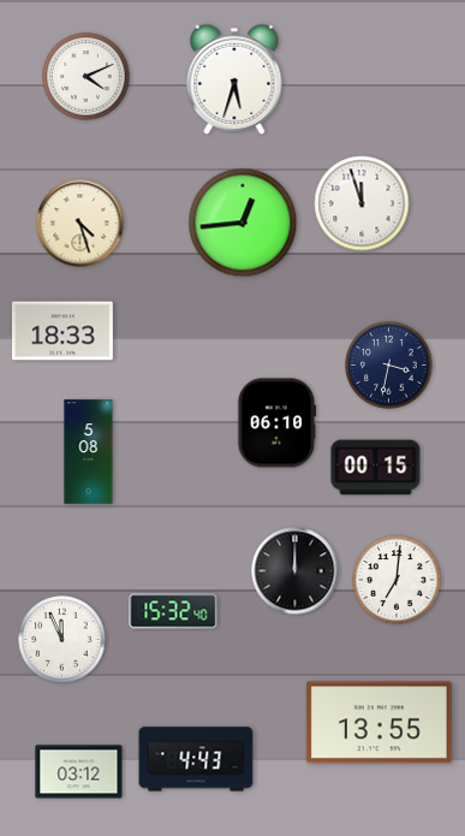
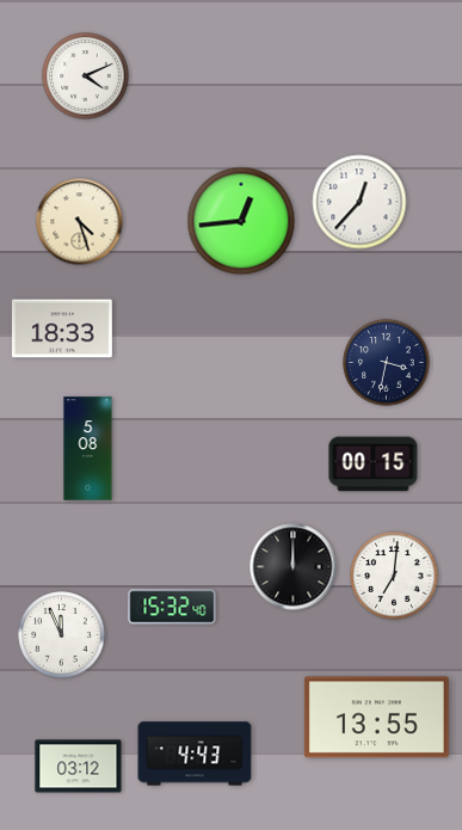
clock at (234, 79): 5:33 -> none
clock at (362, 203): 11:57 -> 12:37
clock at (278, 423): 06:10 -> none
